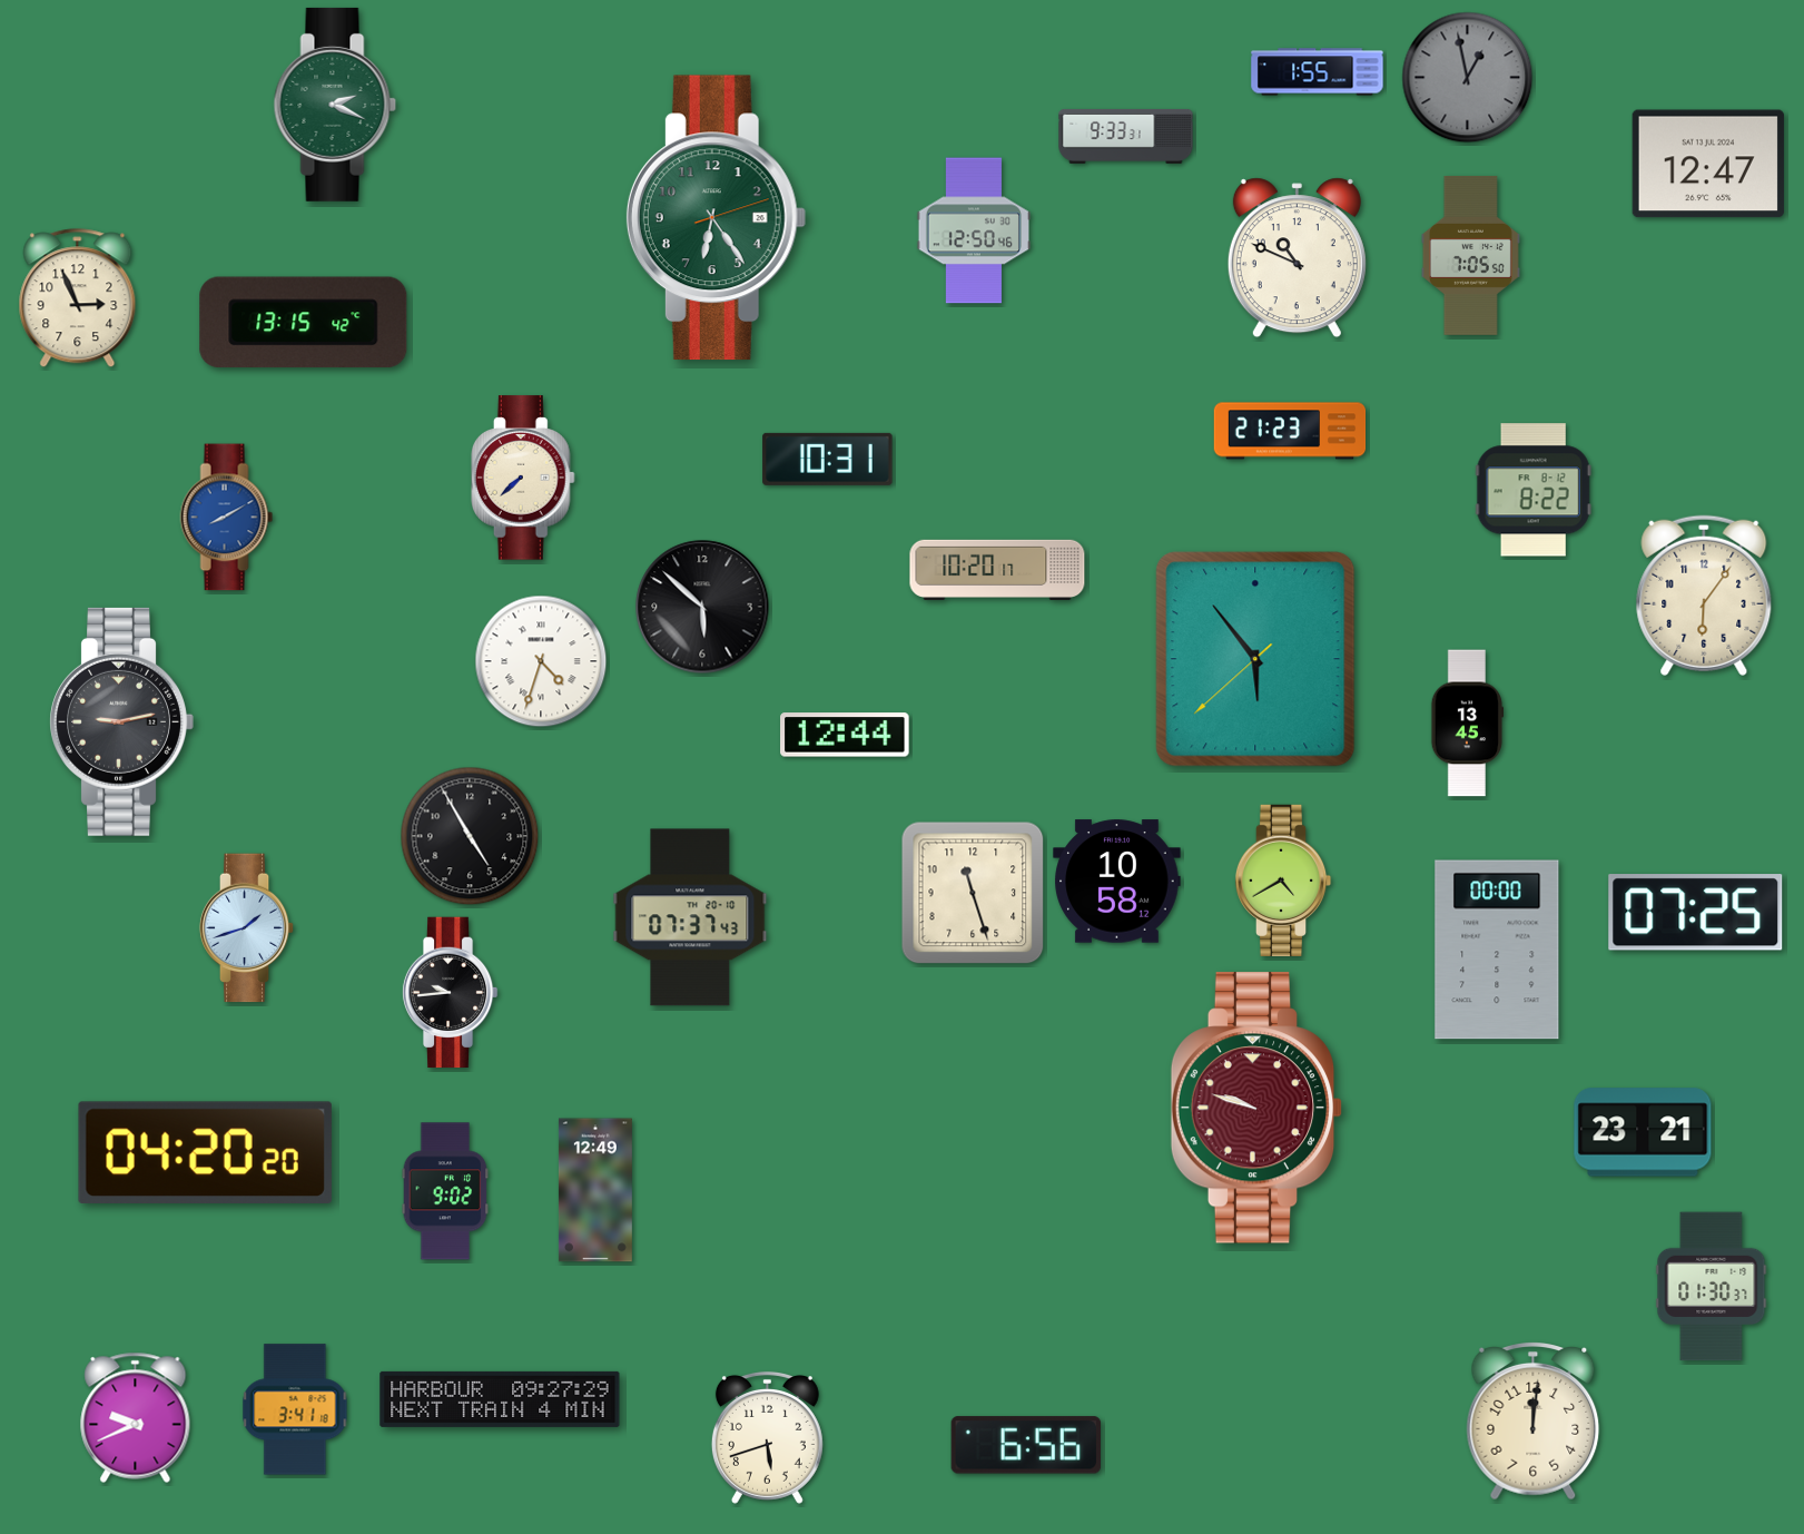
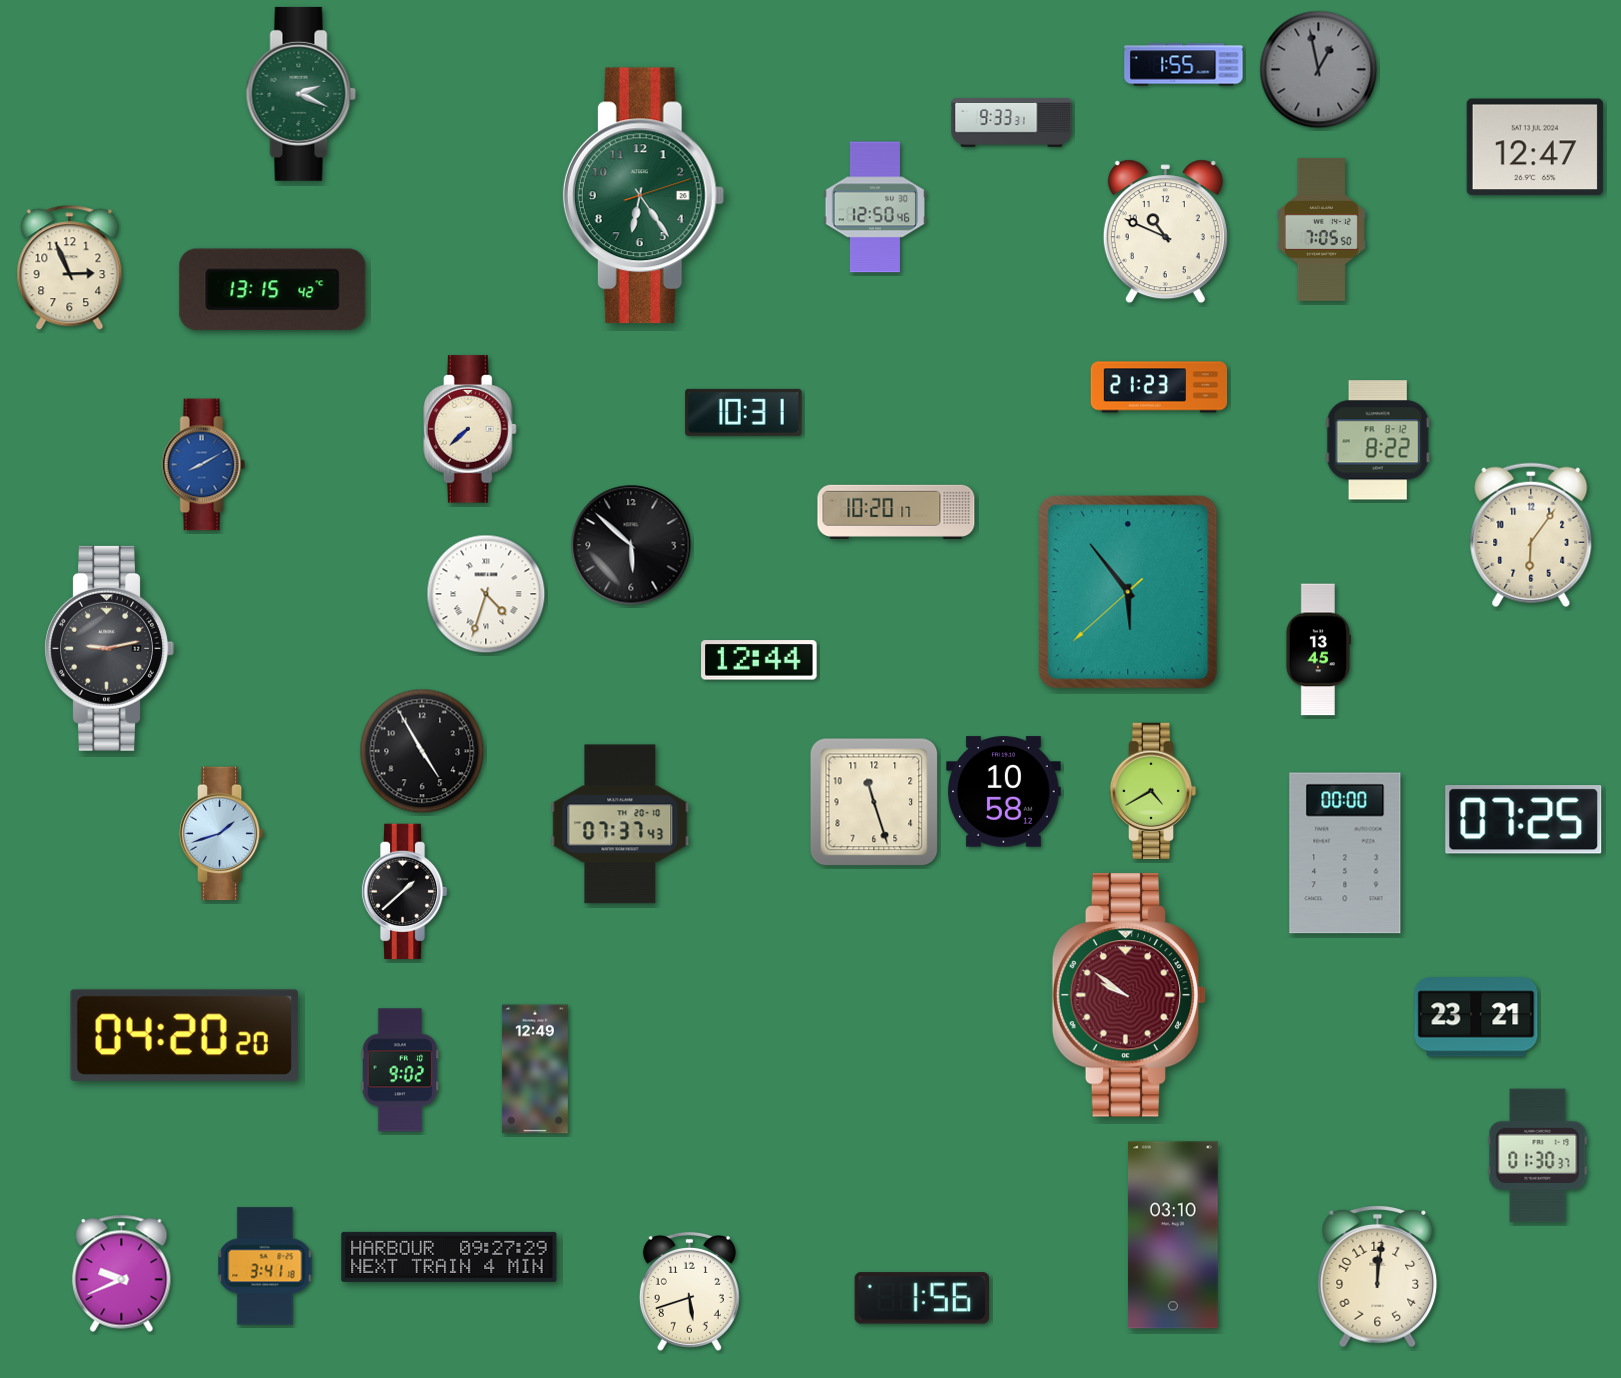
clock at (450, 993): 9:44 -> 1:38
clock at (1256, 1108): 9:48 -> 9:51
clock at (1173, 1235): none -> 03:10
clock at (1025, 1445): 6:56 -> 1:56
